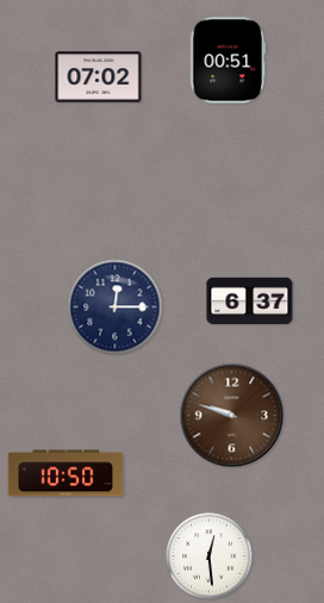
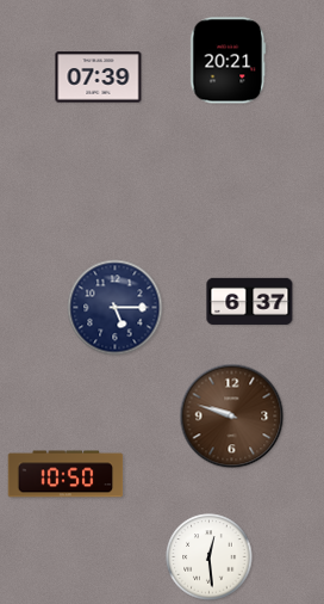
clock at (229, 61): 00:51 -> 20:21
clock at (99, 77): 07:02 -> 07:39
clock at (116, 307): 12:15 -> 5:15
